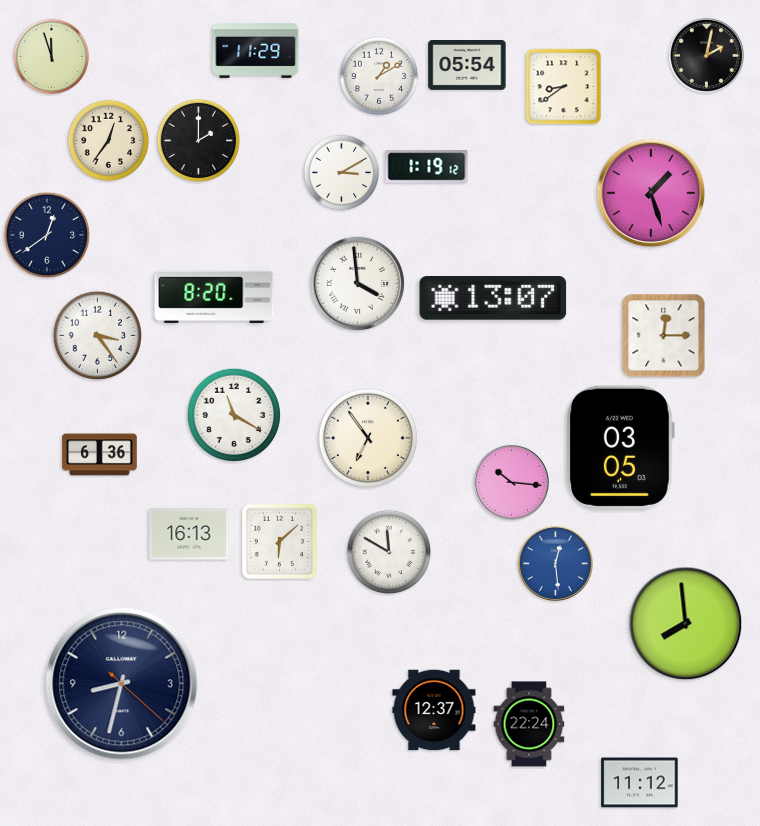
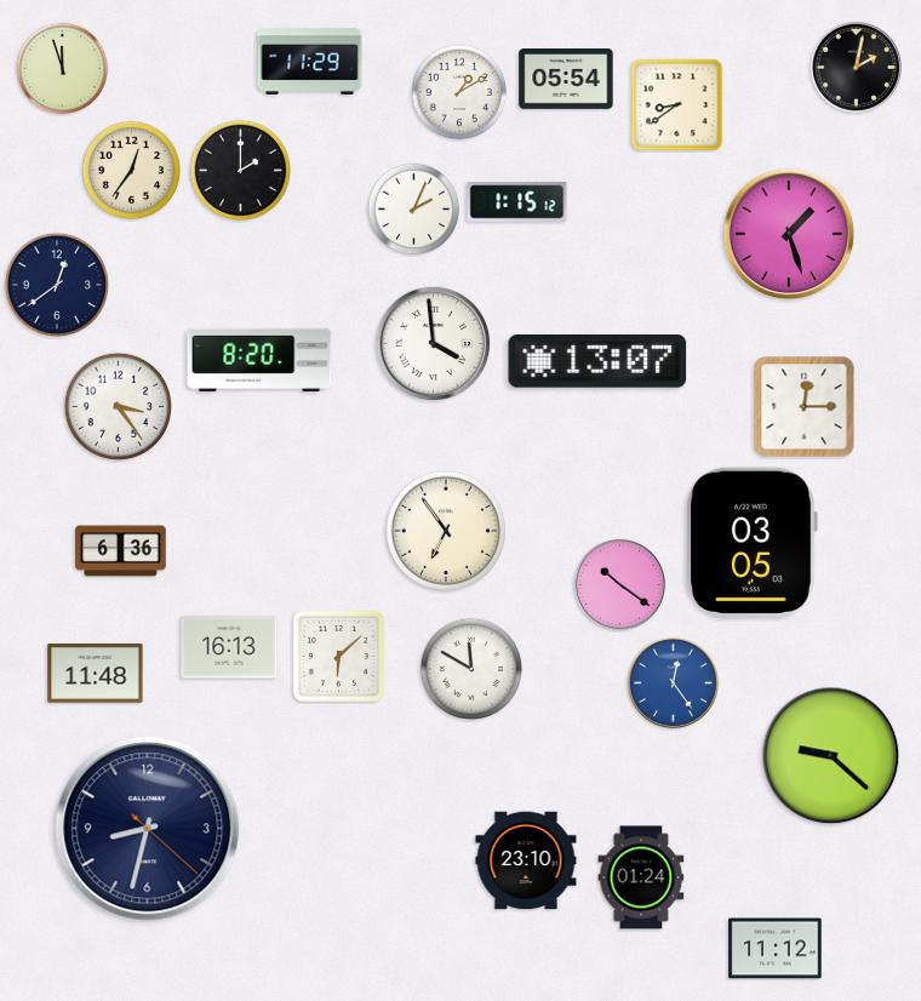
clock at (564, 87) position: (564, 87) -> (677, 105)
clock at (427, 167): 1:19 -> 1:15
clock at (342, 173): 3:10 -> 2:04
clock at (233, 414): 11:20 -> none
clock at (511, 482): 10:16 -> 10:21
clock at (96, 674): none -> 11:48
clock at (555, 563): 12:29 -> 12:24
clock at (686, 624): 7:59 -> 9:22
clock at (434, 710): 12:37 -> 23:10
clock at (529, 724): 22:24 -> 01:24
